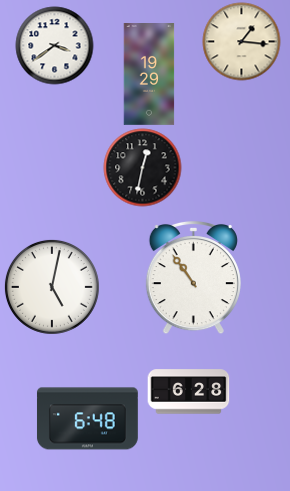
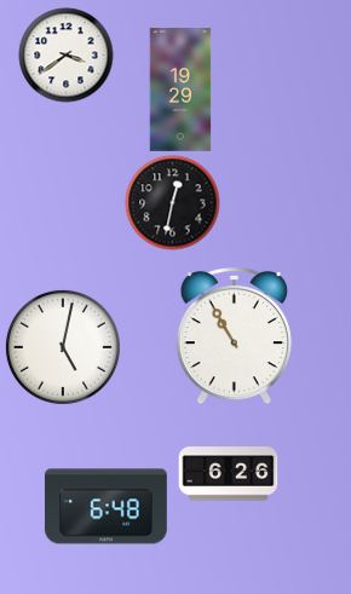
clock at (241, 41): 1:16 -> none
clock at (193, 277): 10:54 -> 10:55
clock at (188, 392): 6:28 -> 6:26
